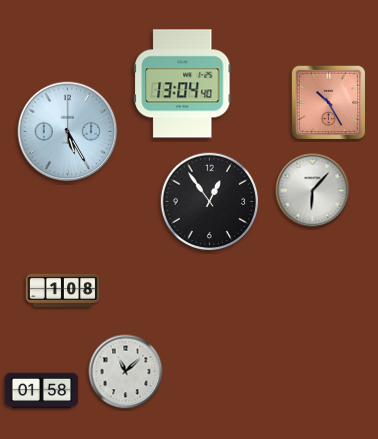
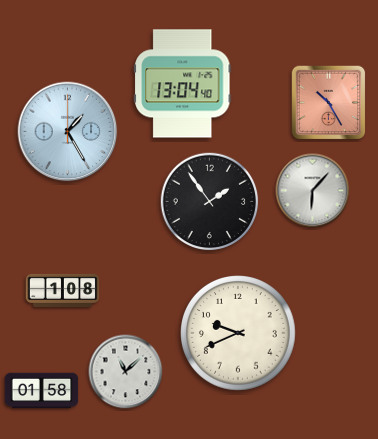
clock at (68, 132): 5:25 -> 1:25
clock at (210, 202): 12:54 -> 1:54
clock at (239, 334): none -> 9:41
